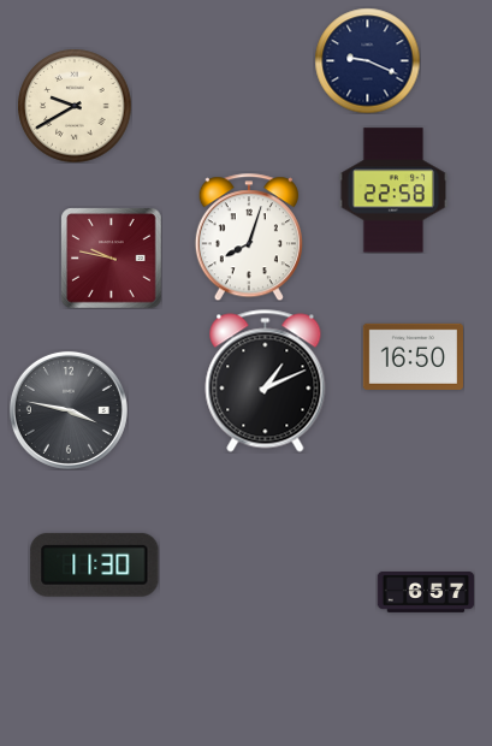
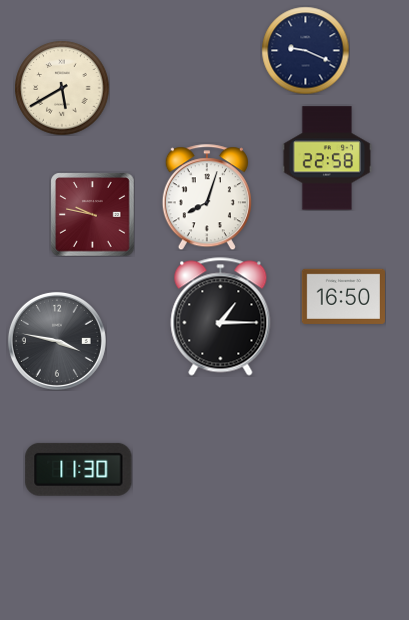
clock at (75, 106): 9:40 -> 5:40
clock at (266, 381): 1:11 -> 1:15
clock at (426, 593): 6:57 -> none
